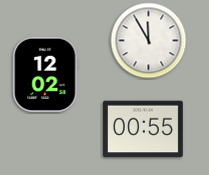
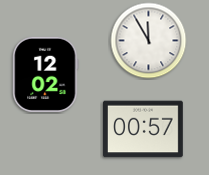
clock at (144, 129): 00:55 -> 00:57
